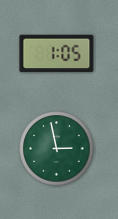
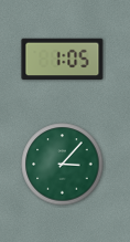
clock at (57, 149): 2:58 -> 3:07
